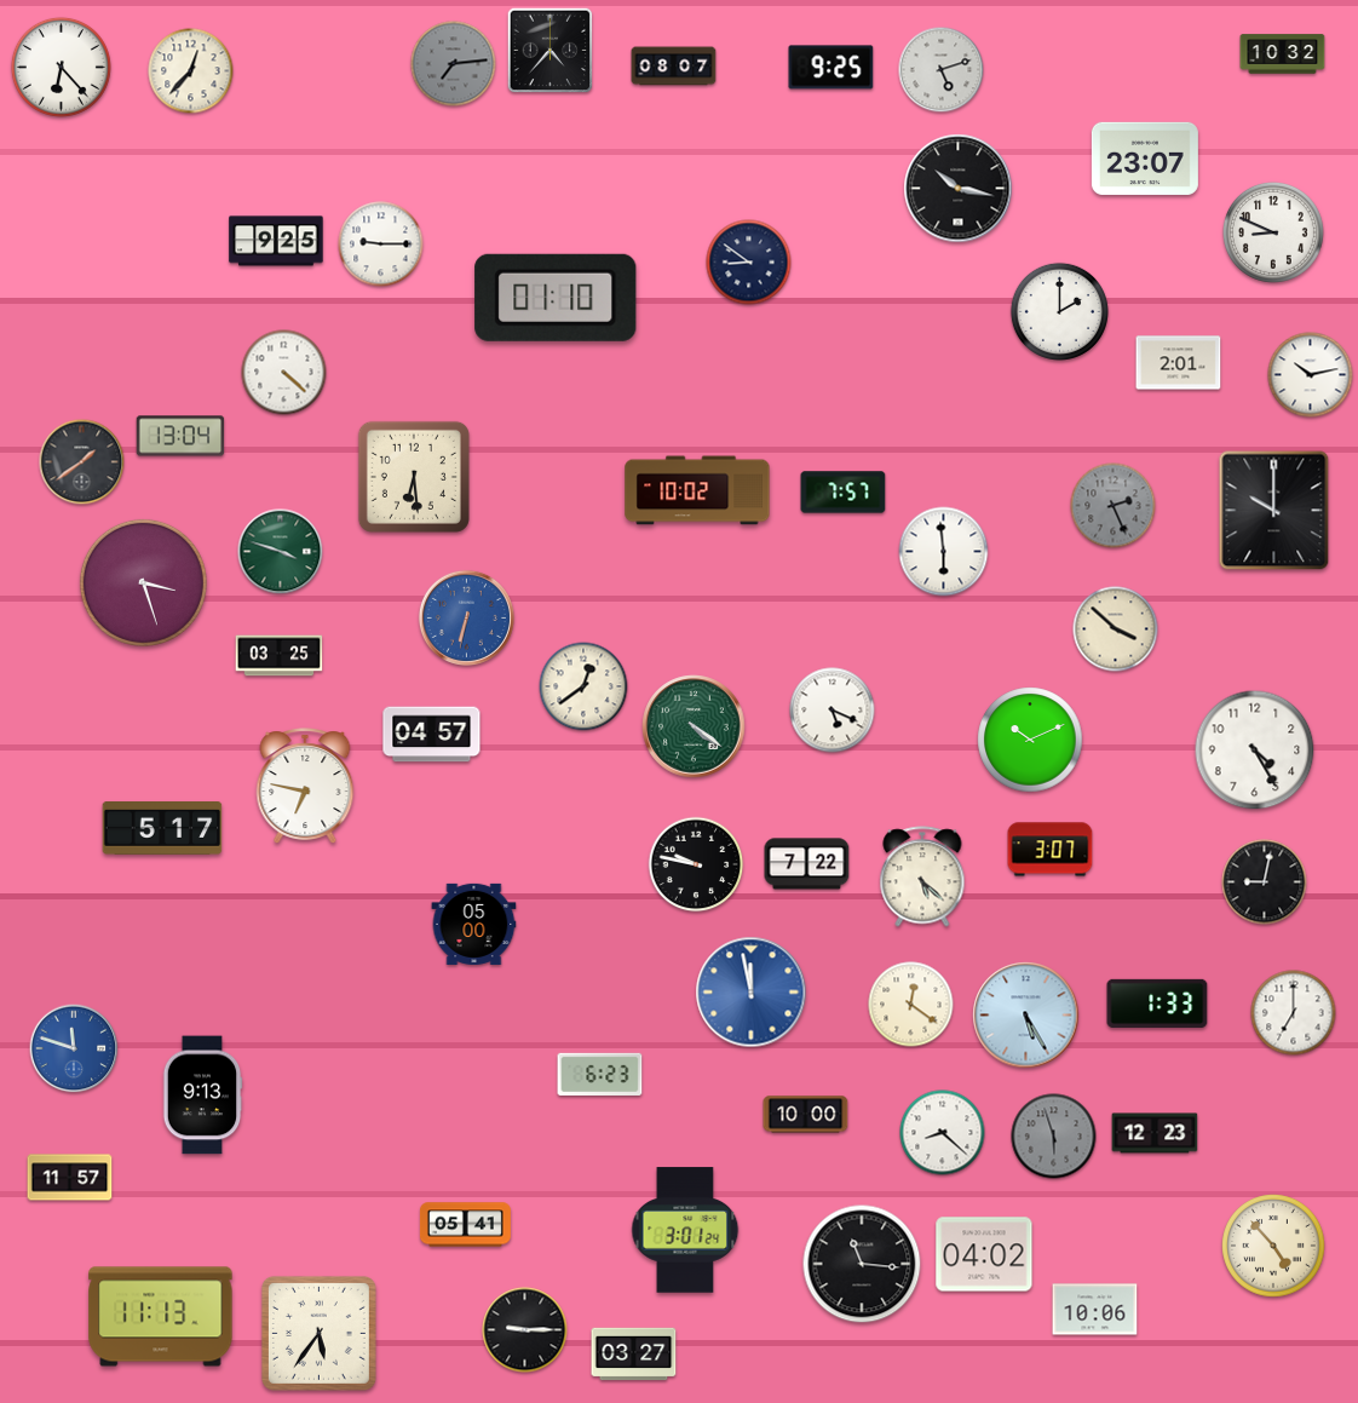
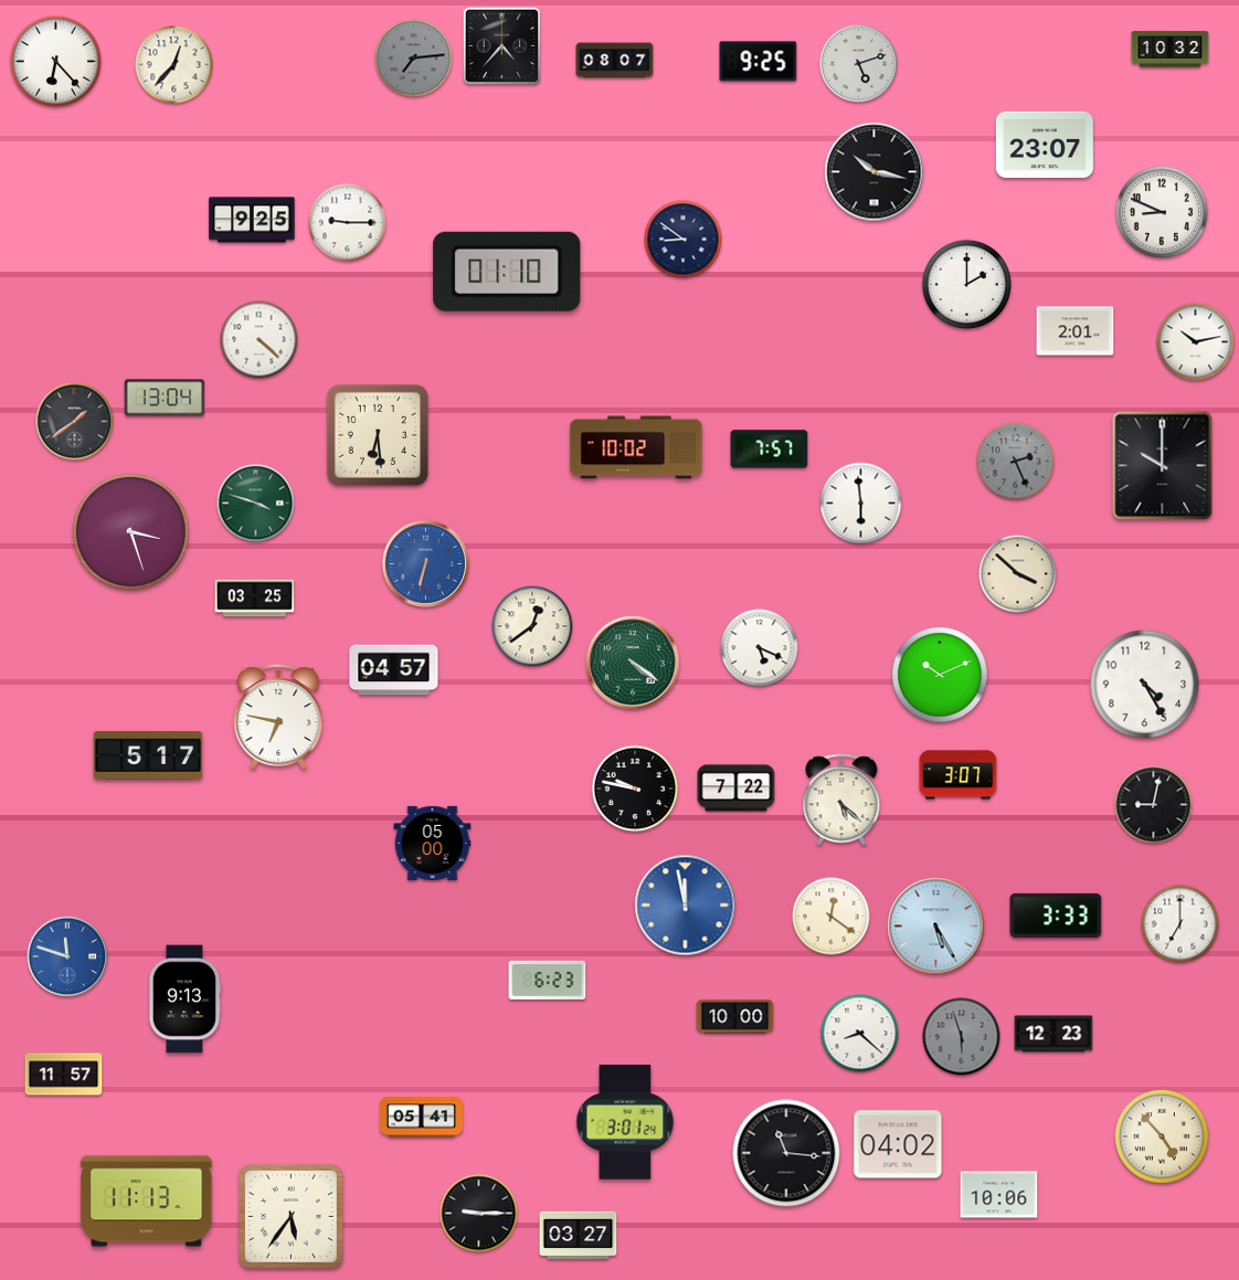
clock at (1157, 1004): 1:33 -> 3:33
clock at (465, 1225) position: (465, 1225) -> (421, 1118)
